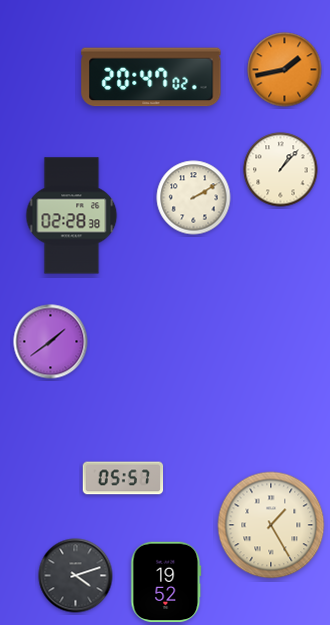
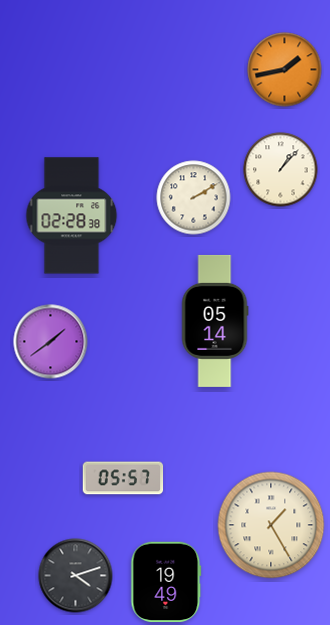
clock at (151, 77): 20:47 -> none
clock at (215, 321): none -> 05:14
clock at (166, 582): 19:52 -> 19:49
